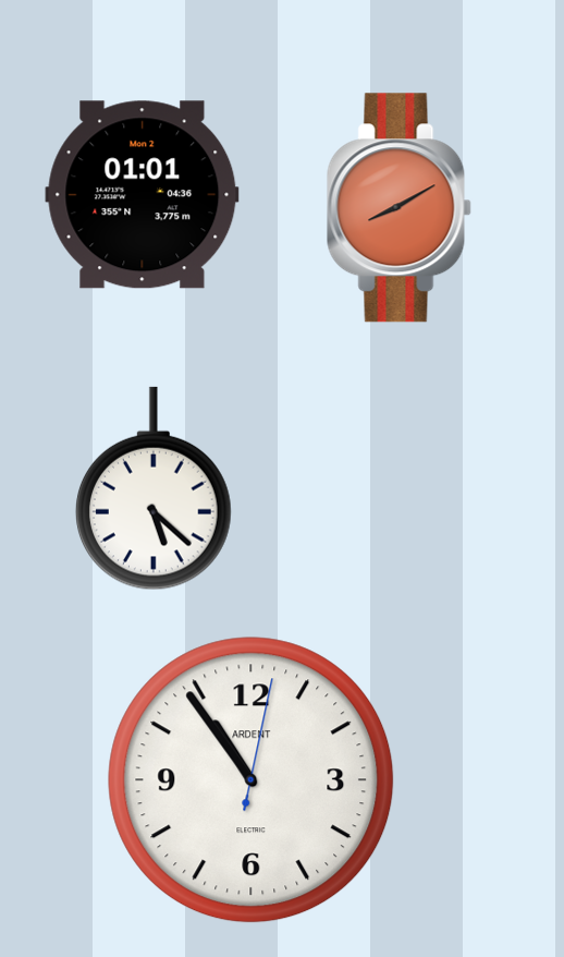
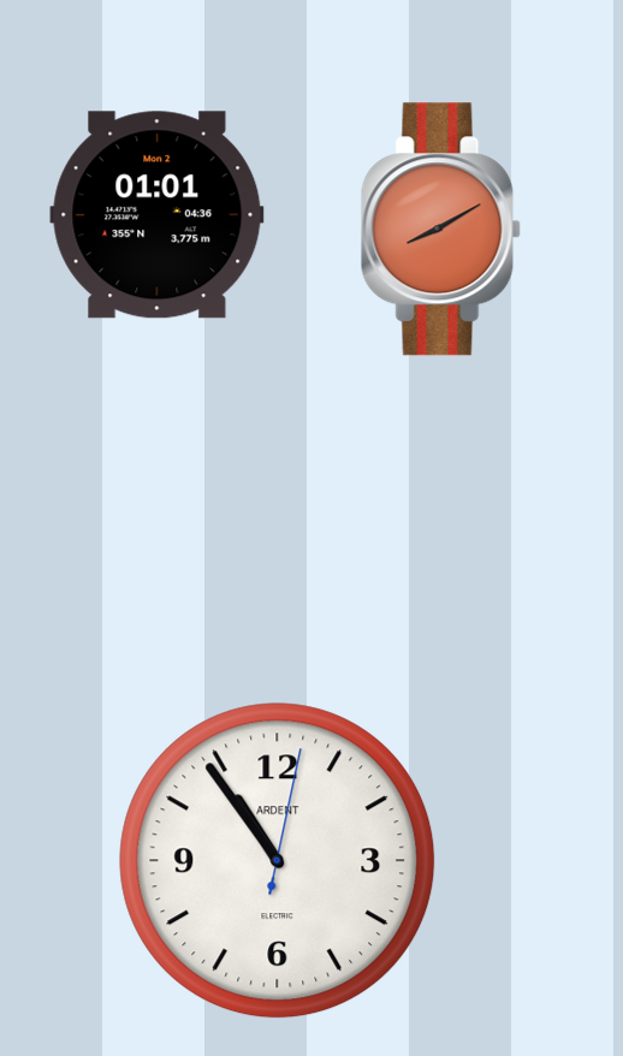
clock at (154, 488): 5:22 -> none
